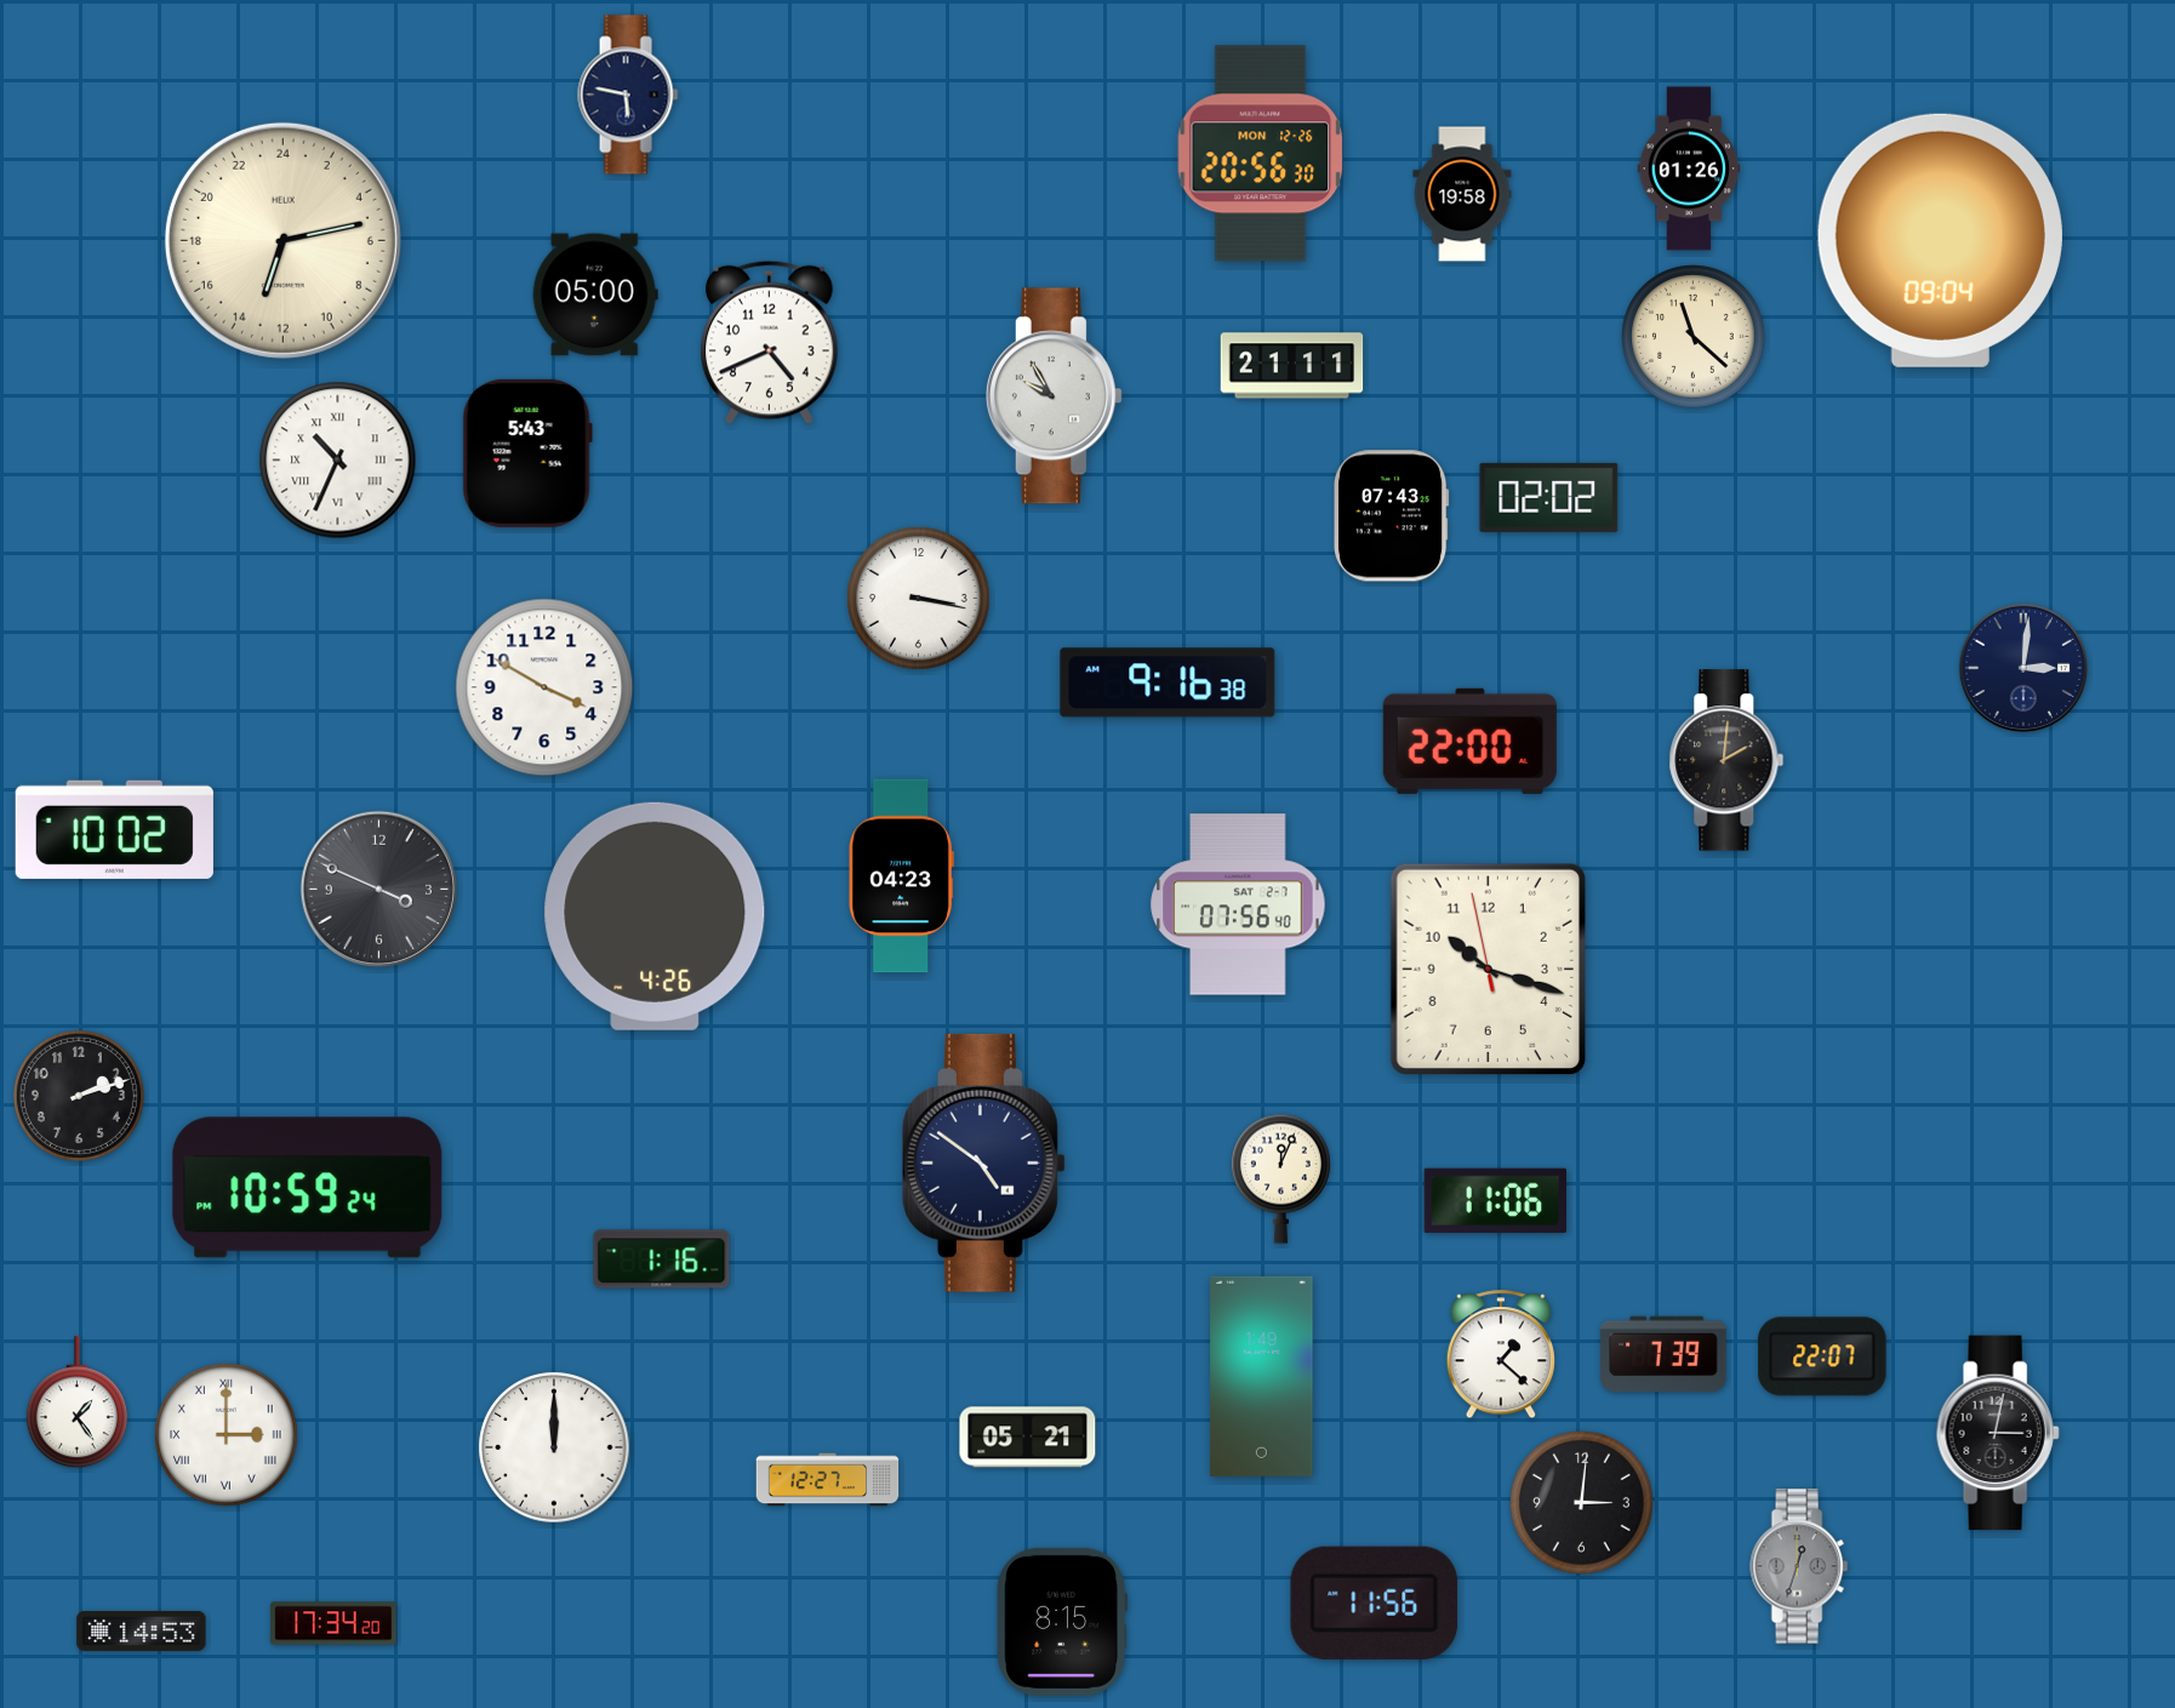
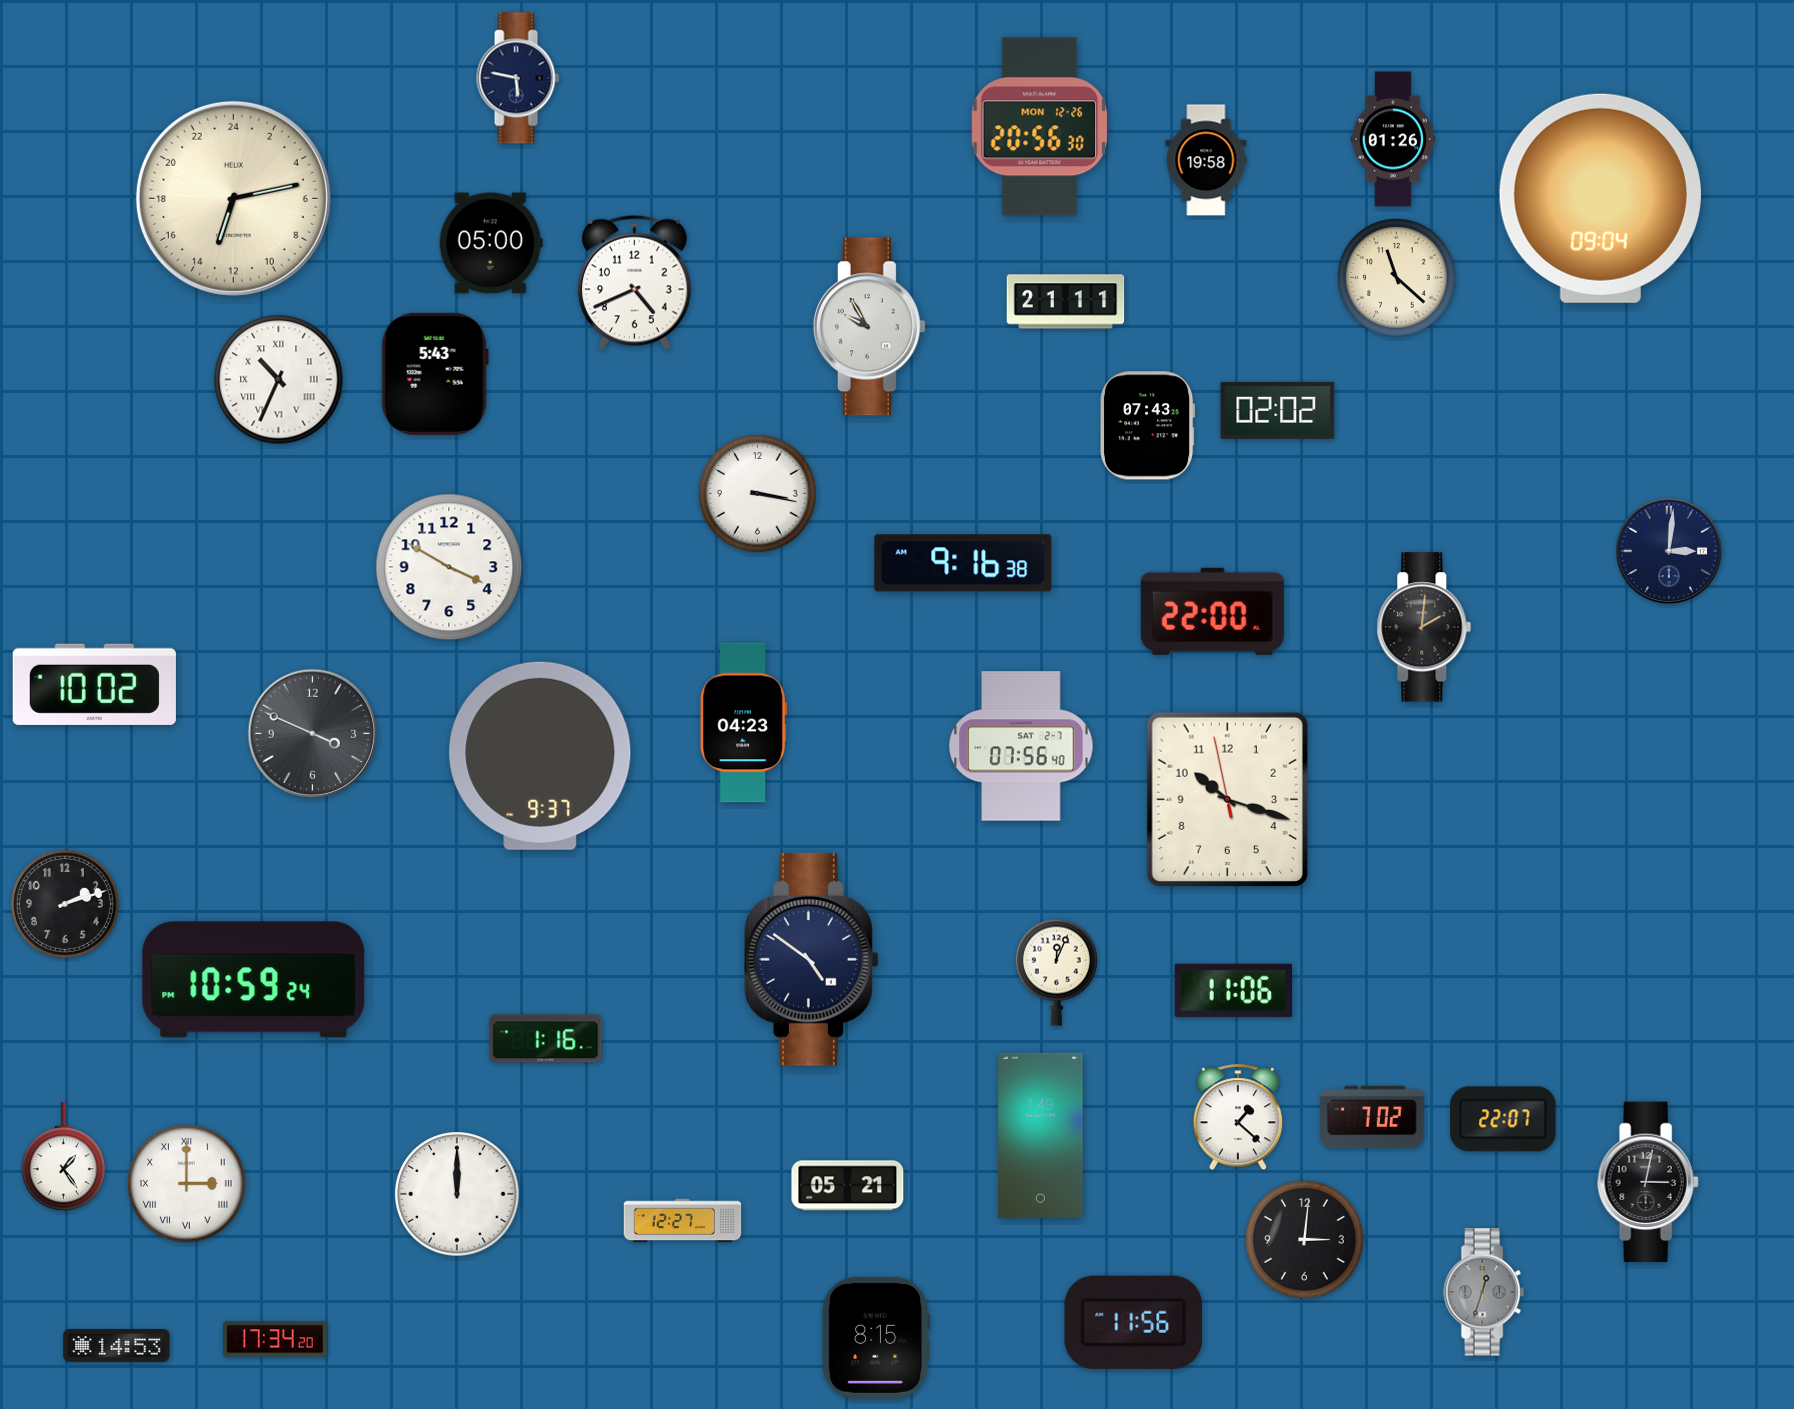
clock at (655, 916): 4:26 -> 9:37
clock at (1663, 1354): 7:39 -> 7:02
